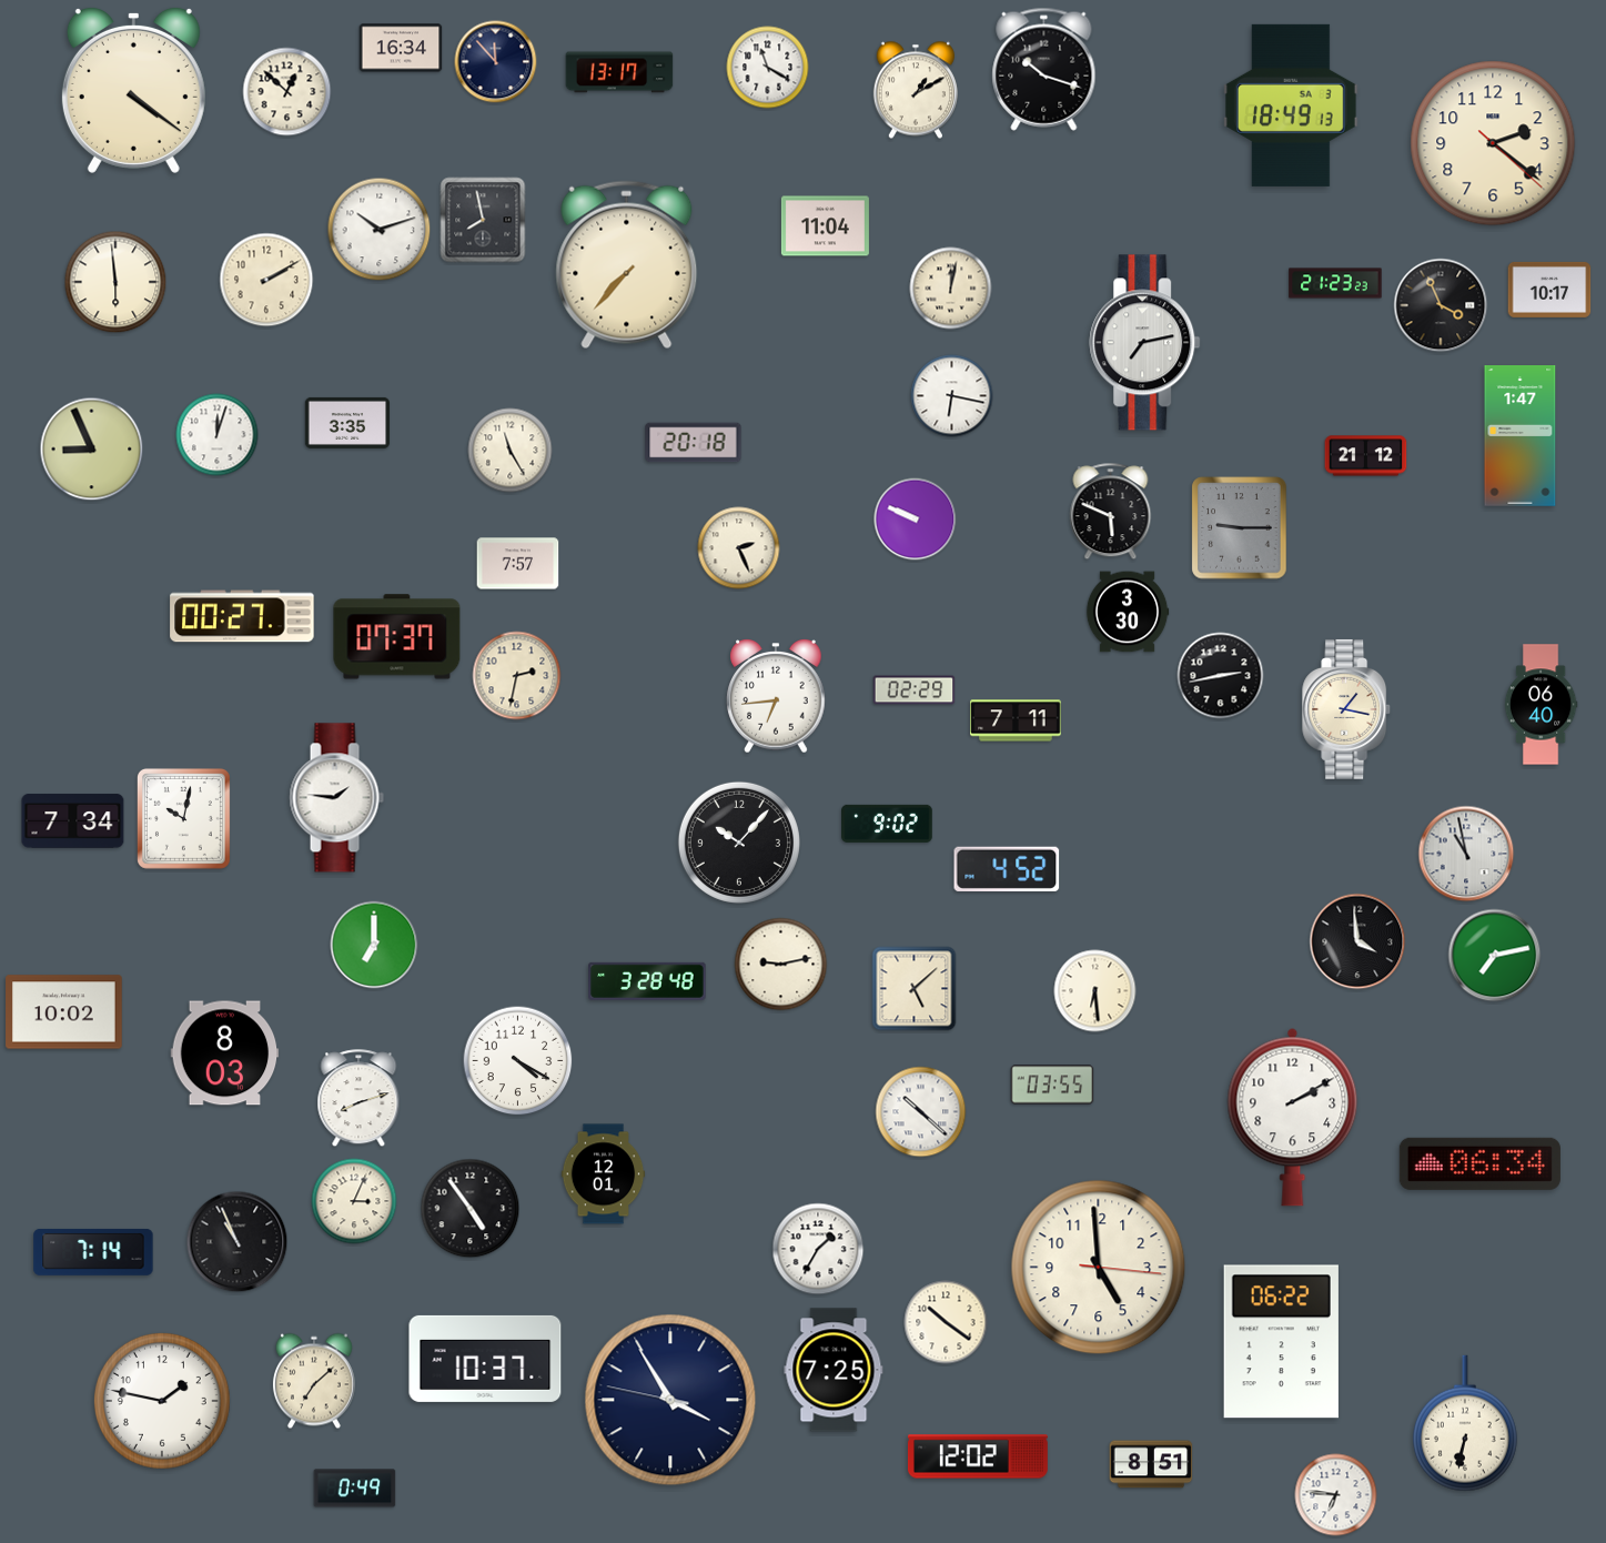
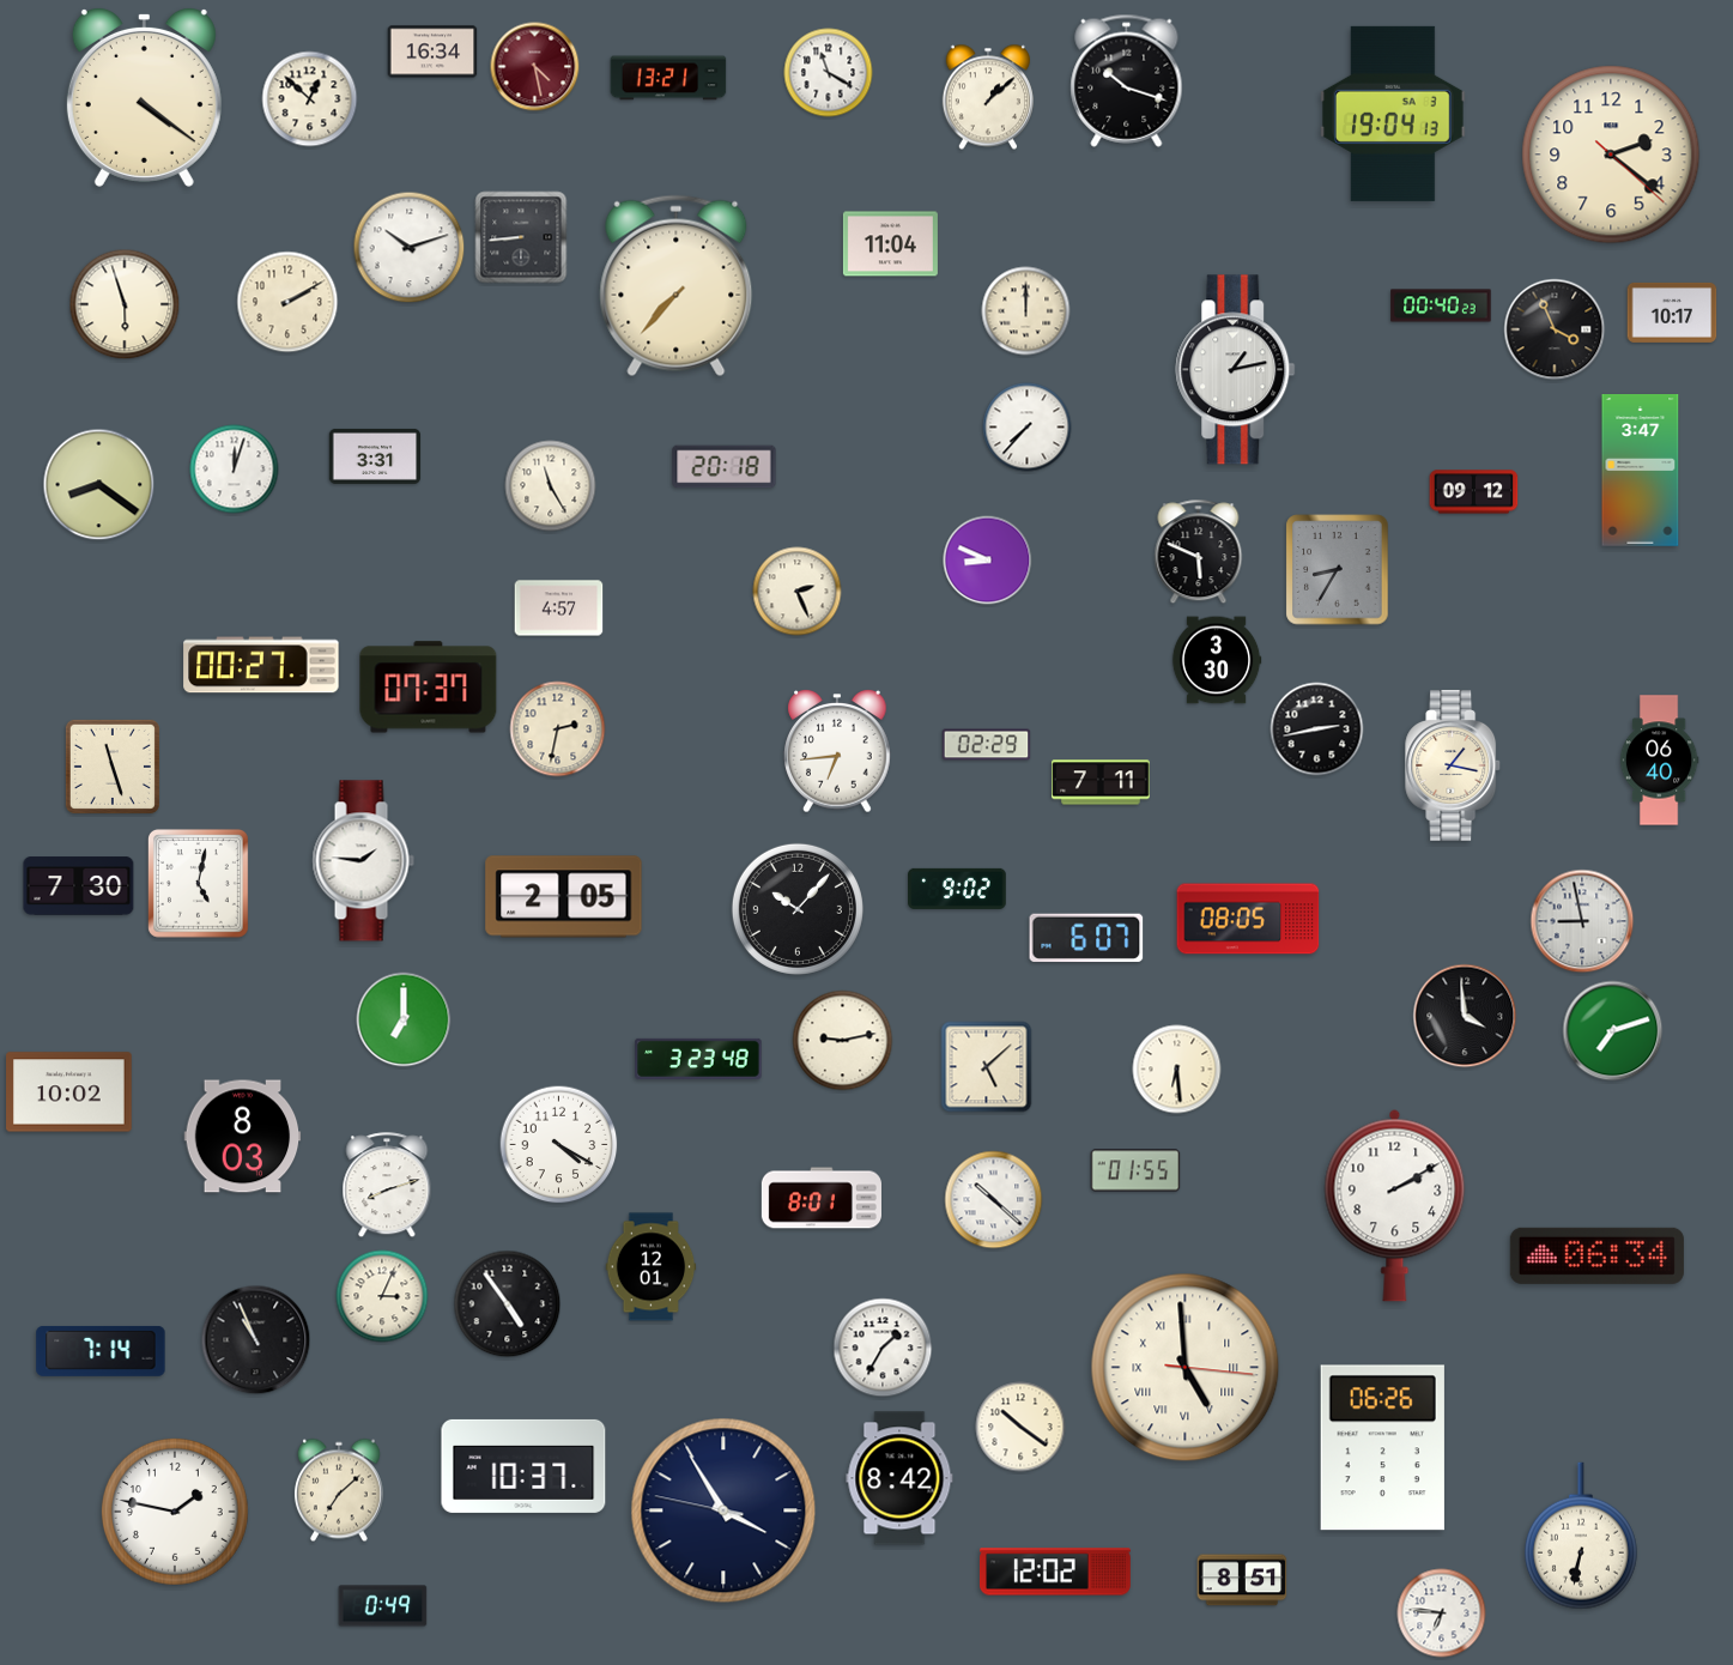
clock at (496, 62): 11:53 -> 4:28
clock at (496, 62) dial: navy -> burgundy
clock at (1044, 69) position: (1044, 69) -> (1127, 80)
clock at (619, 72): 13:17 -> 13:21
clock at (916, 90): 1:10 -> 1:08
clock at (1292, 105): 18:49 -> 19:04
clock at (483, 220): 7:58 -> 8:44
clock at (115, 282): 5:59 -> 5:57
clock at (1335, 283): 21:23 -> 00:40
clock at (951, 289): 12:02 -> 12:00
clock at (1145, 343): 7:13 -> 1:13
clock at (952, 396): 6:17 -> 7:37
clock at (347, 423): 3:35 -> 3:31
clock at (1521, 436): 1:47 -> 3:47
clock at (694, 443) position: (694, 443) -> (725, 467)
clock at (92, 450): 8:56 -> 8:21
clock at (1366, 456): 21:12 -> 09:12
clock at (916, 520): 9:49 -> 8:49
clock at (1240, 528): 9:15 -> 8:35
clock at (518, 564): 7:57 -> 4:57
clock at (1541, 705) position: (1541, 705) -> (1659, 761)
clock at (113, 767): none -> 11:27
clock at (1016, 720) position: (1016, 720) -> (1101, 782)
clock at (183, 818): 10:02 -> 5:02
clock at (73, 821): 7:34 -> 7:30
clock at (564, 897): none -> 2:05
clock at (1248, 919): none -> 08:05
clock at (1466, 854): 10:58 -> 8:58
clock at (1007, 869): 4:52 -> 6:07
clock at (1495, 956): 7:13 -> 7:12
clock at (647, 981): 3:28 -> 3:23
clock at (1095, 991) position: (1095, 991) -> (1177, 1070)
clock at (1052, 1085): 03:55 -> 01:55
clock at (822, 1198): none -> 8:01
clock at (1099, 1268) numerals: Arabic -> Roman
clock at (1281, 1342): 06:22 -> 06:26
clock at (834, 1370): 7:25 -> 8:42
